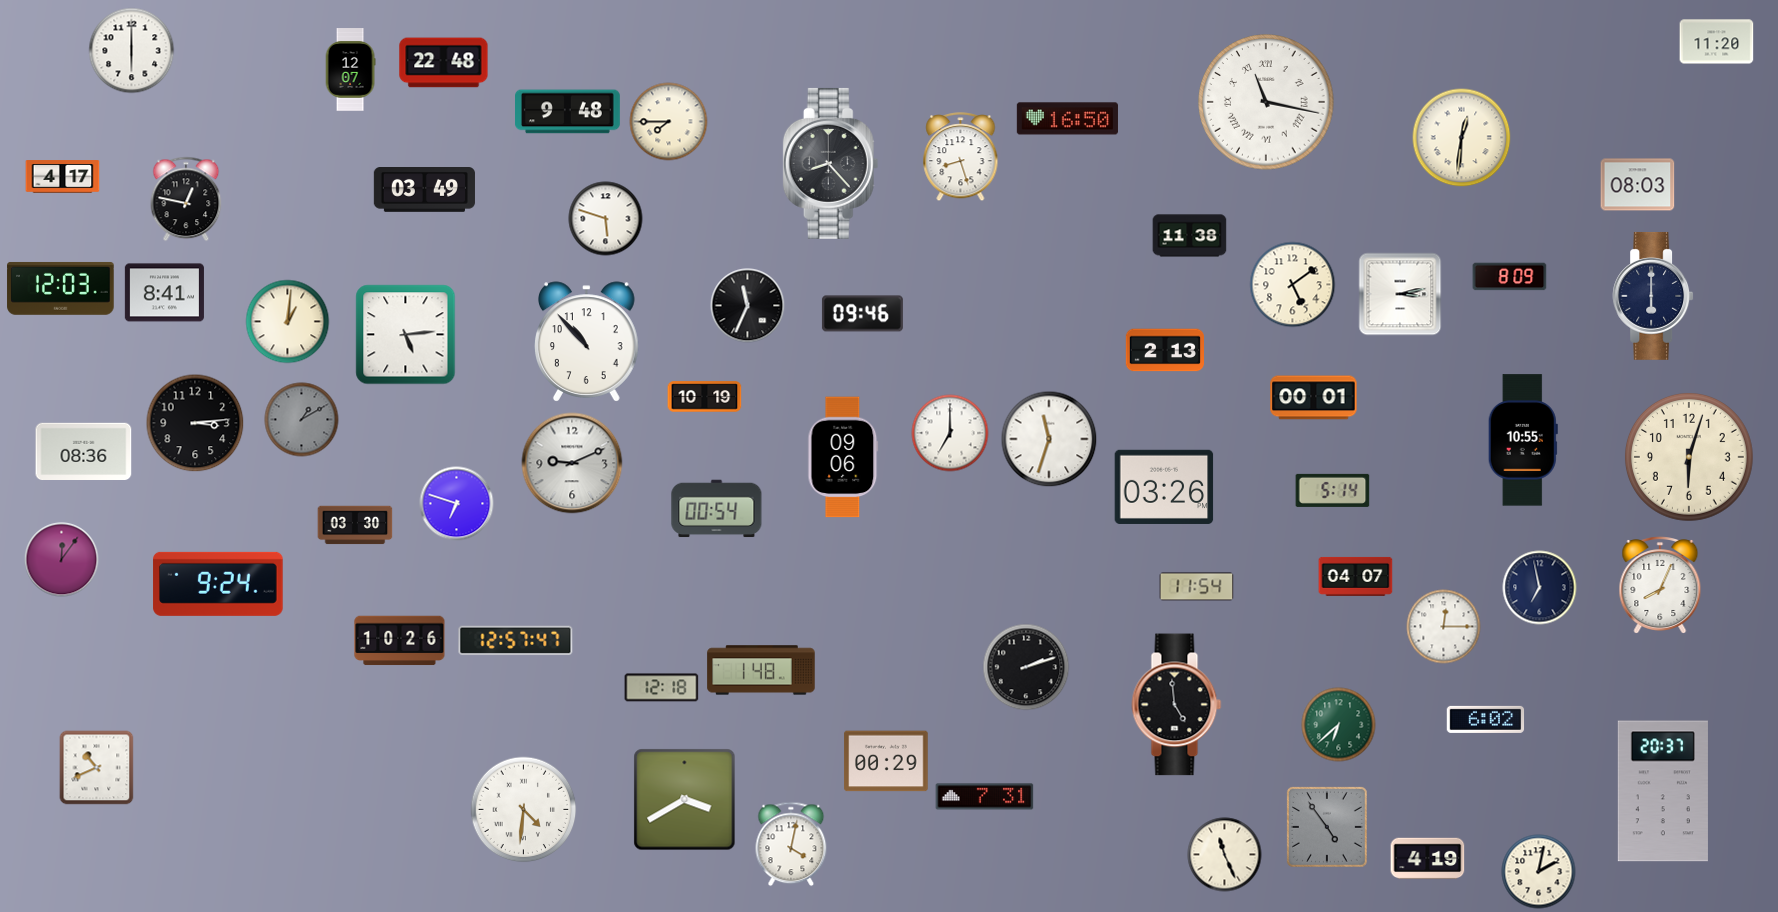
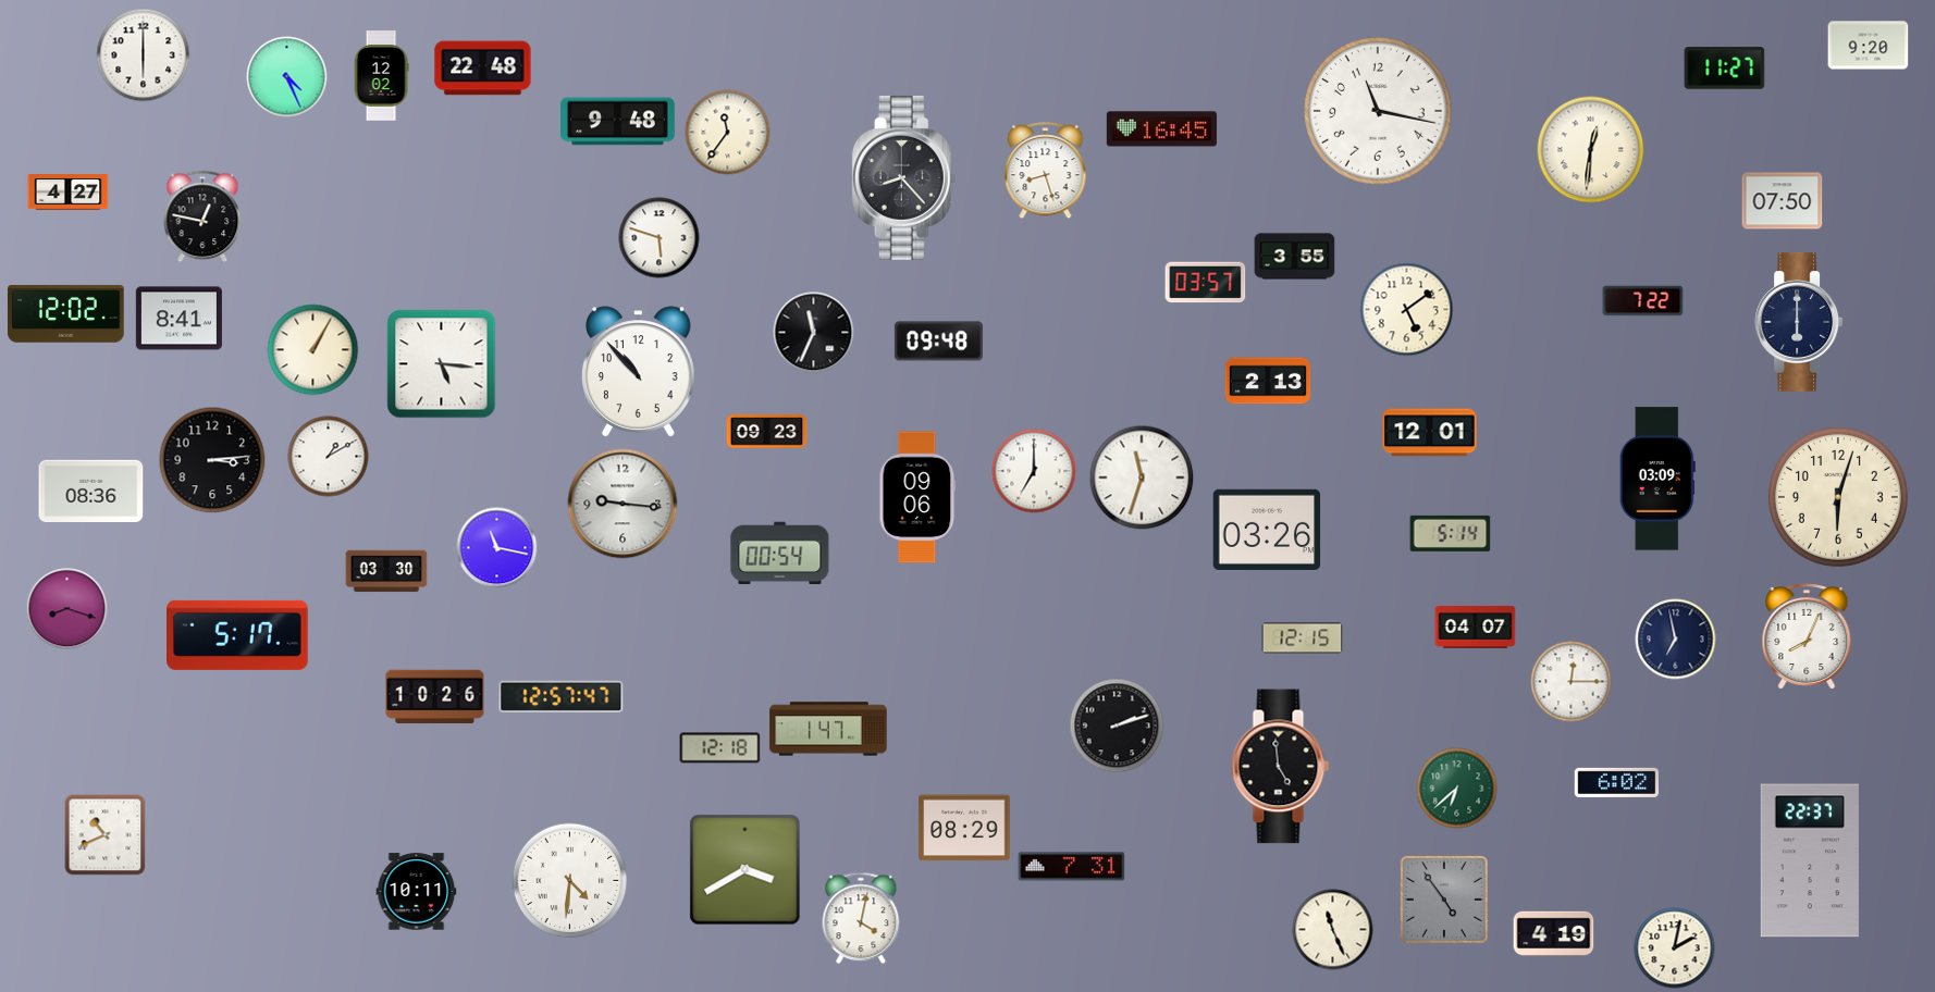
clock at (1717, 42): 11:20 -> 9:20
clock at (1725, 69): none -> 11:27
clock at (350, 70): 12:07 -> 12:02
clock at (287, 77): none -> 4:26
clock at (1266, 102) numerals: Roman -> Arabic
clock at (1067, 119): 16:50 -> 16:45
clock at (669, 122): 7:45 -> 11:36
clock at (63, 177): 4:17 -> 4:27
clock at (1638, 185): 08:03 -> 07:50
clock at (424, 190): 03:49 -> none
clock at (1190, 236): 11:38 -> 3:55
clock at (1206, 283): none -> 03:57
clock at (1510, 277): 8:09 -> 7:22
clock at (61, 288): 12:03 -> 12:02
clock at (1400, 294): 3:13 -> none
clock at (862, 314): 09:46 -> 09:48
clock at (288, 322): 1:01 -> 1:05
clock at (406, 335): 5:14 -> 5:16
clock at (705, 397): 10:19 -> 09:23
clock at (1314, 398): 00:01 -> 12:01
clock at (302, 420) dial: grey -> white
clock at (1523, 440): 10:55 -> 03:09
clock at (572, 463): 9:11 -> 9:16
clock at (457, 504): 6:48 -> 11:17
clock at (62, 560): 12:06 -> 8:18
clock at (218, 584): 9:24 -> 5:17
clock at (1197, 587): 11:54 -> 12:15
clock at (761, 670): 1:48 -> 1:47
clock at (886, 761): 00:29 -> 08:29
clock at (1663, 791): 20:37 -> 22:37
clock at (417, 892): none -> 10:11
